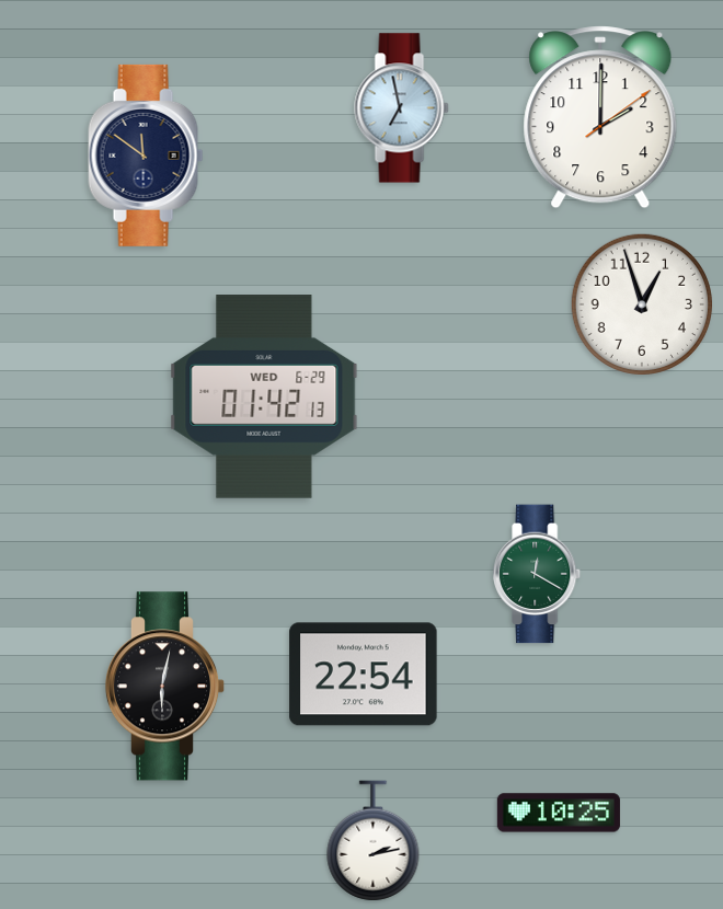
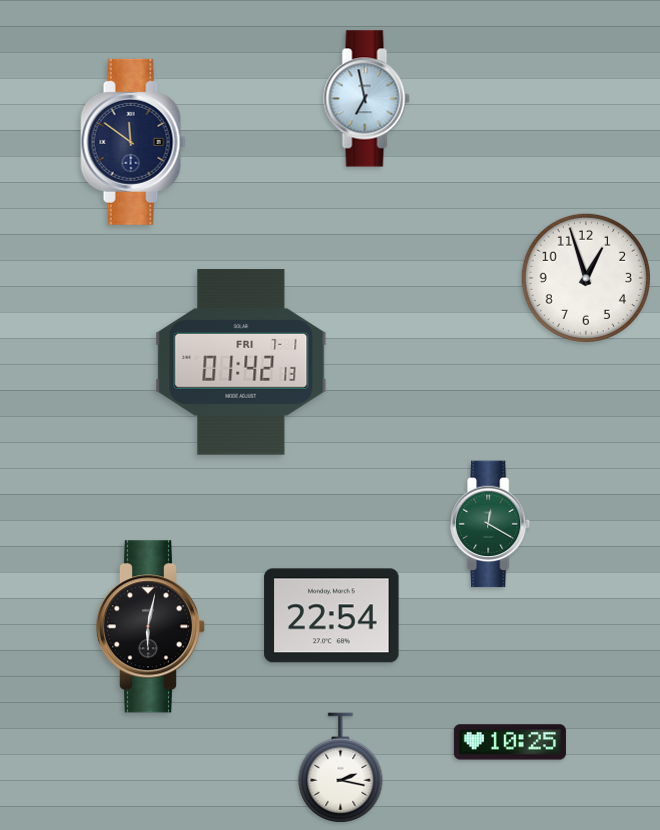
clock at (600, 117): 2:00 -> none
clock at (264, 396) date: WED 6-29 -> FRI 7-1
clock at (374, 841): 2:13 -> 2:17
